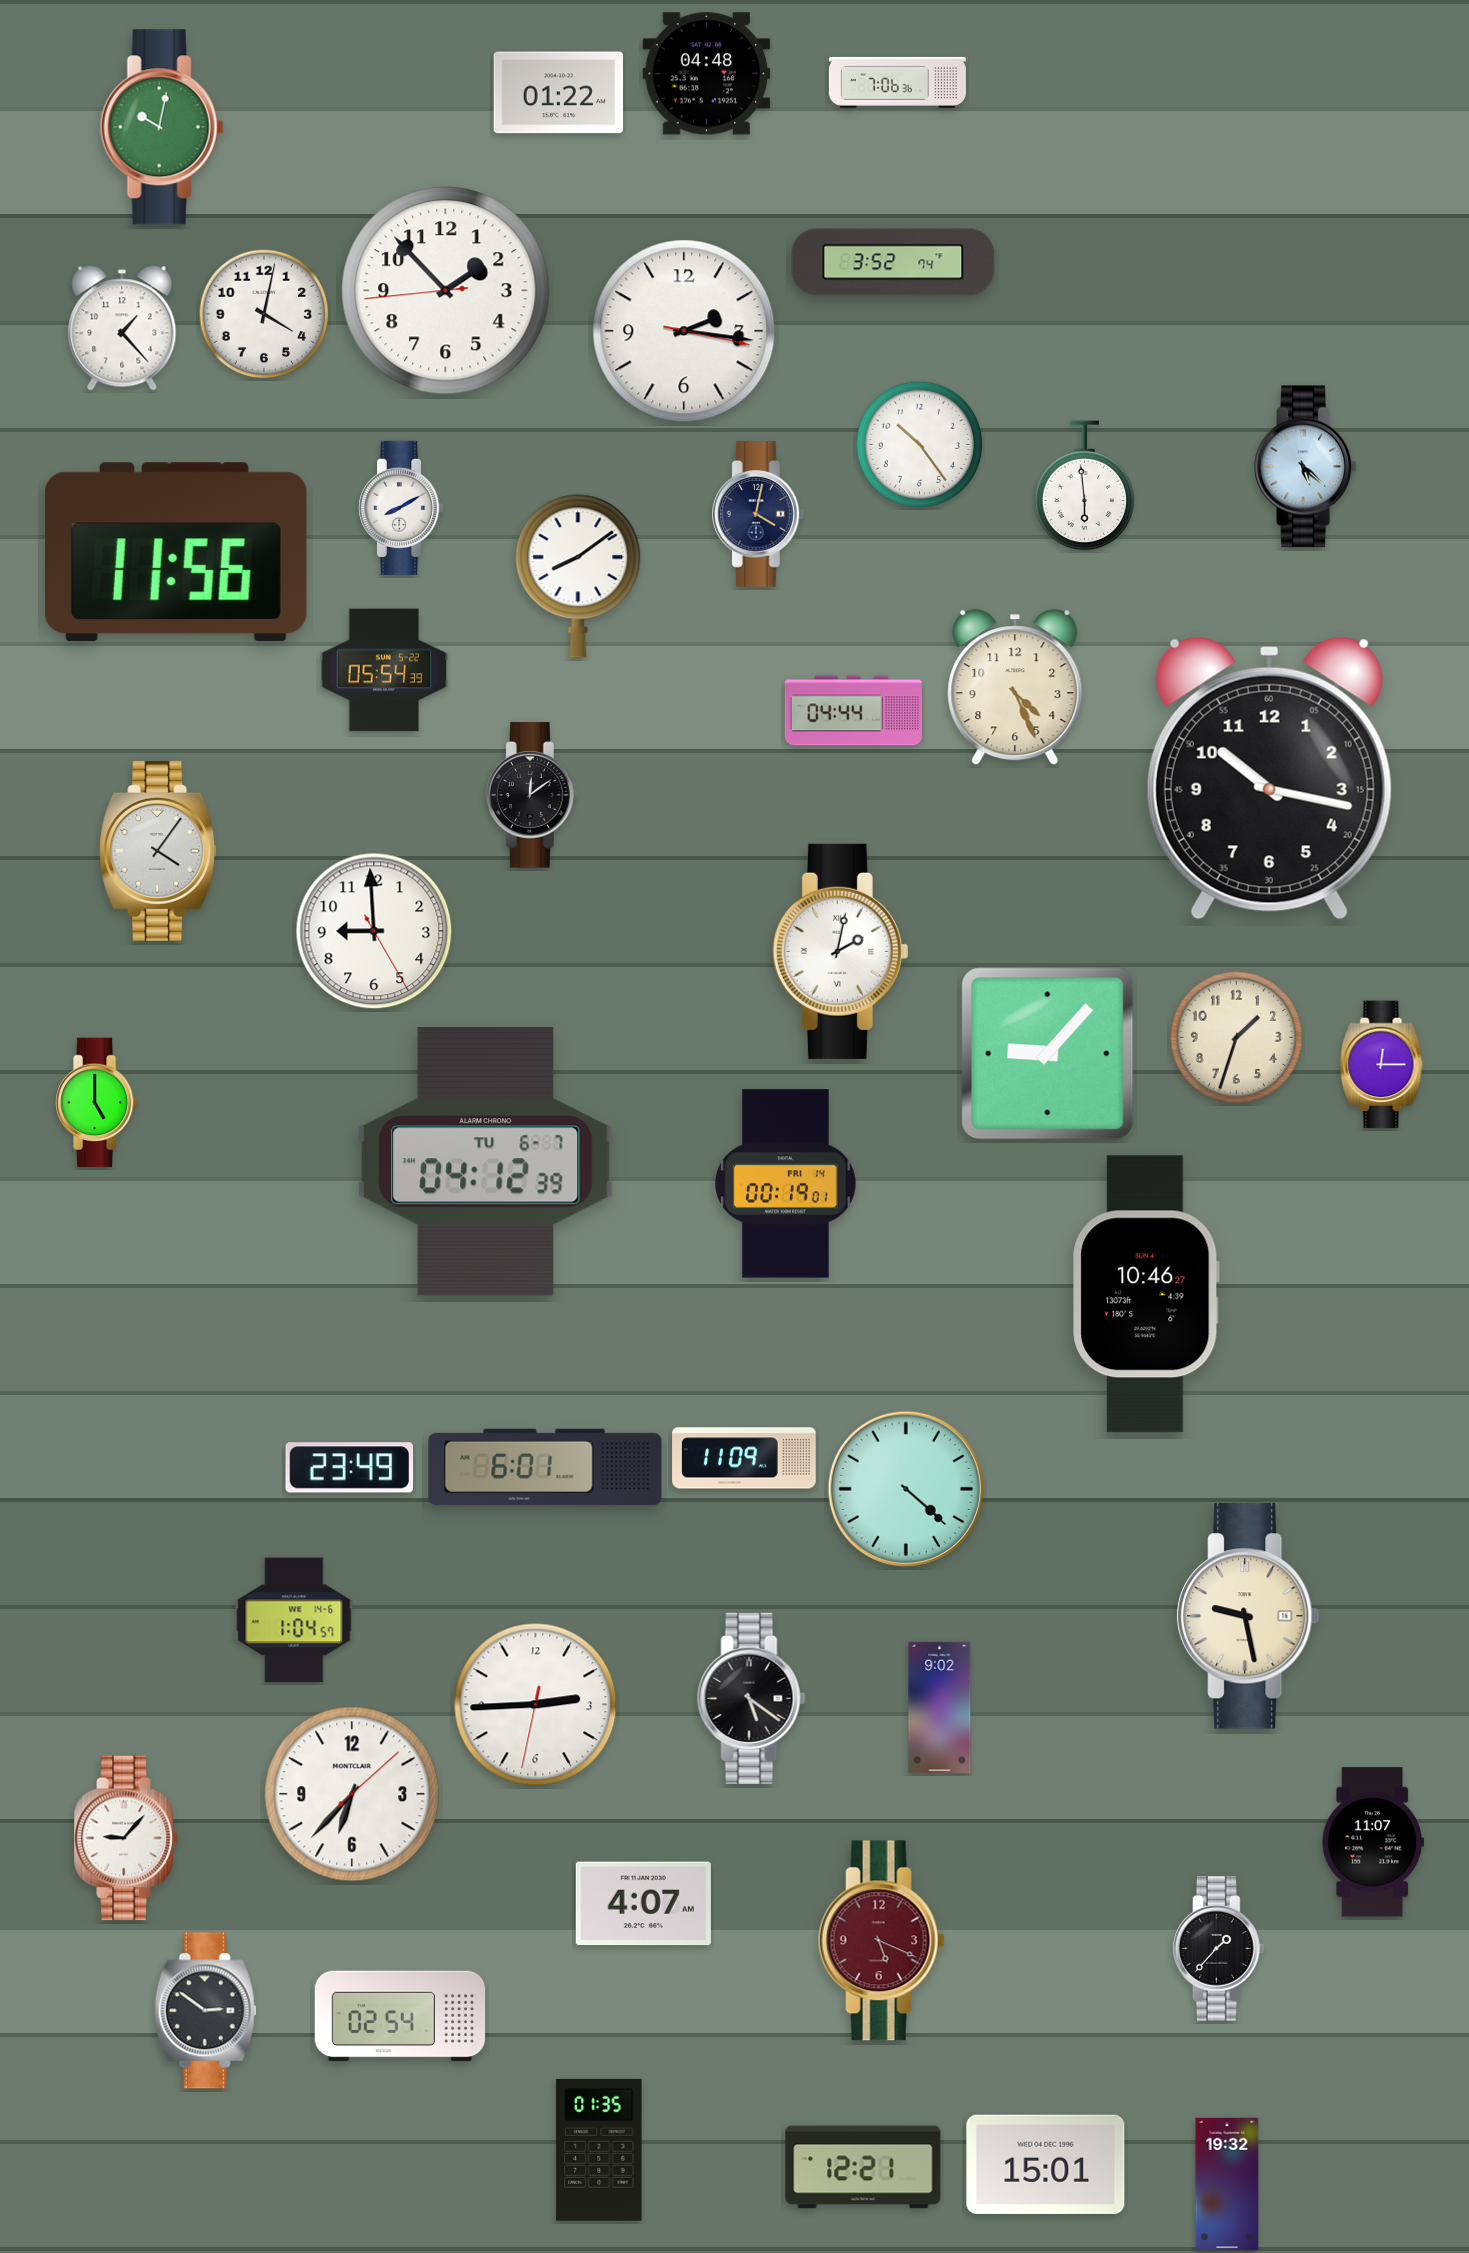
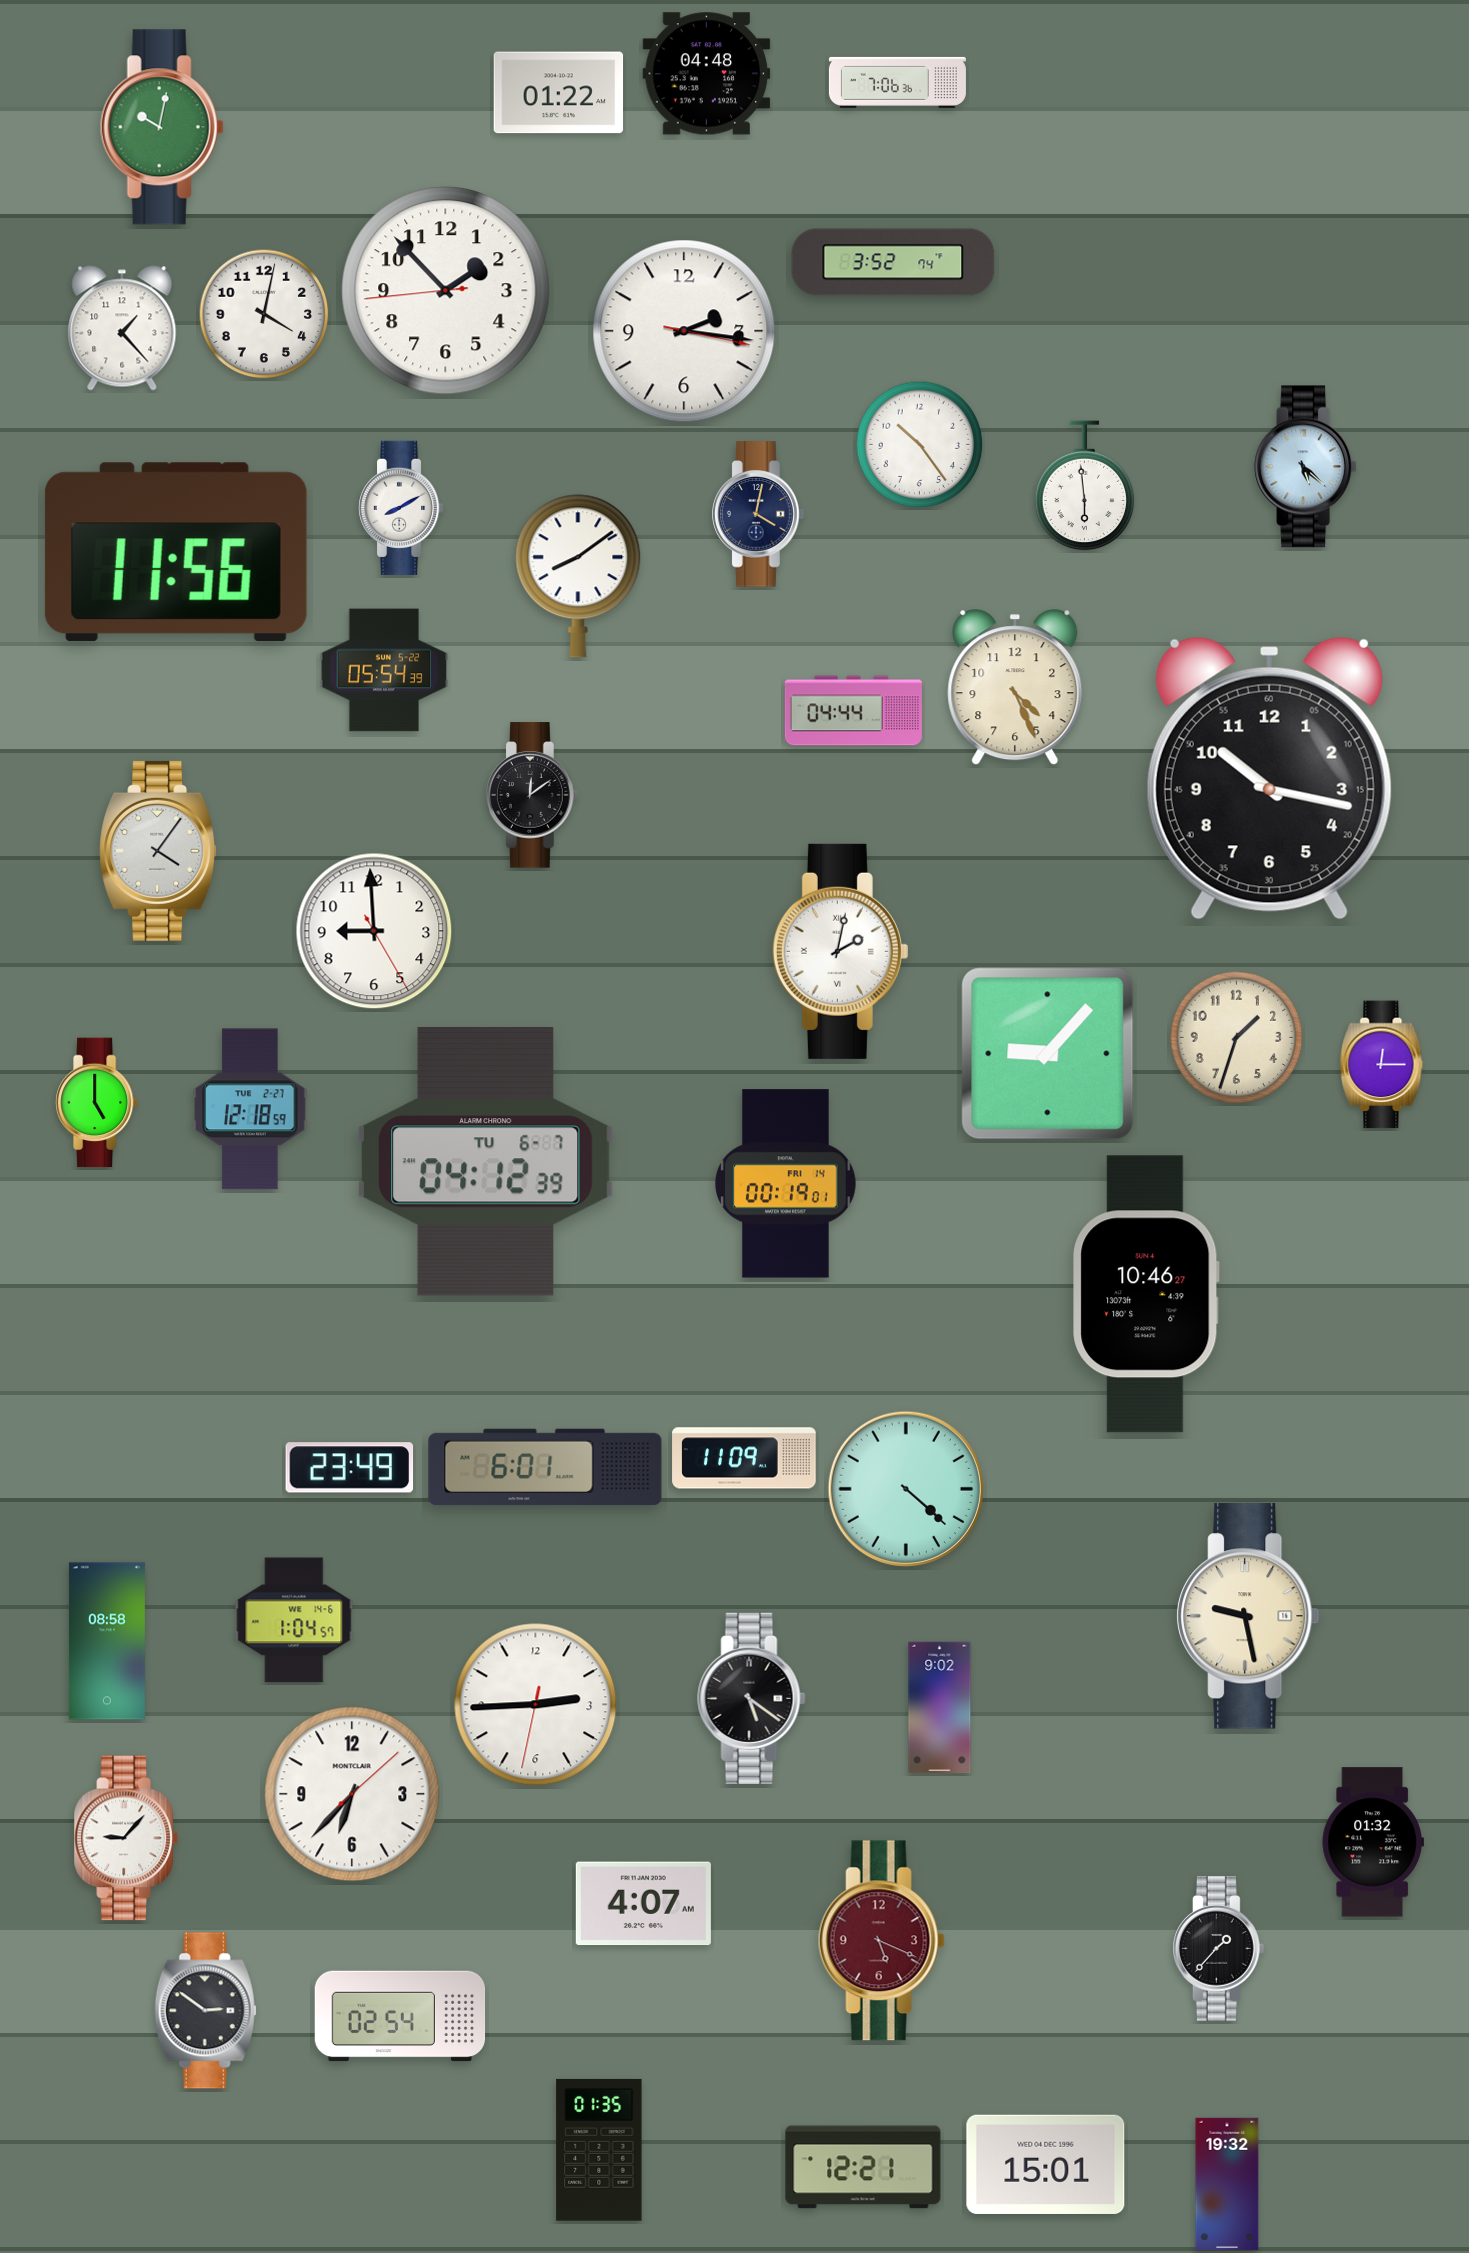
clock at (250, 1109): none -> 12:18
clock at (107, 1641): none -> 08:58
clock at (1372, 1842): 11:07 -> 01:32
